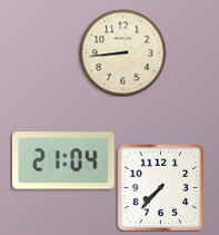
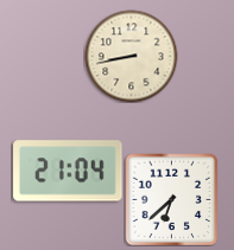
clock at (122, 52): 8:44 -> 8:43
clock at (160, 187): 7:37 -> 6:38
